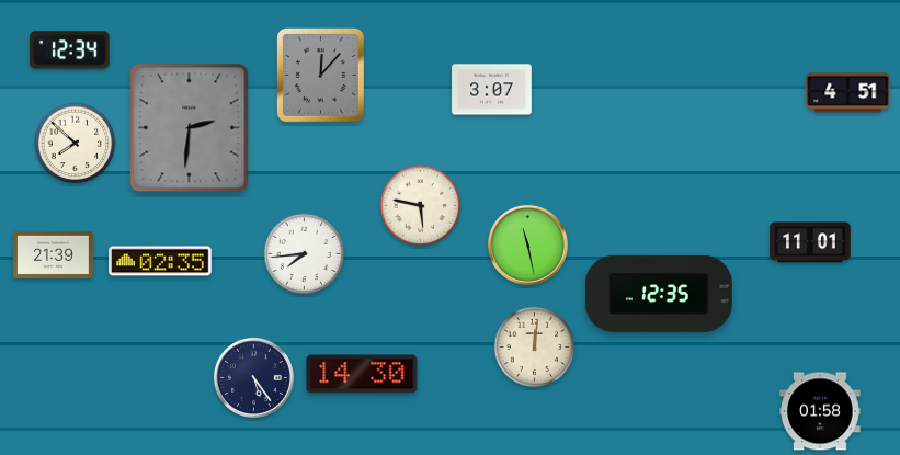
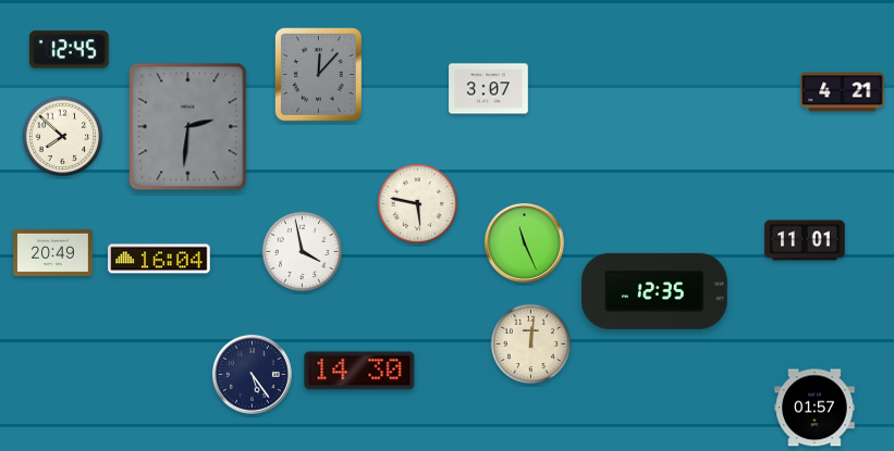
clock at (69, 50): 12:34 -> 12:45
clock at (848, 93): 4:51 -> 4:21
clock at (76, 144) position: (76, 144) -> (63, 137)
clock at (527, 244): 11:28 -> 11:26
clock at (54, 254): 21:39 -> 20:49
clock at (305, 254): 7:44 -> 3:58
clock at (160, 261): 02:35 -> 16:04
clock at (820, 411): 01:58 -> 01:57
